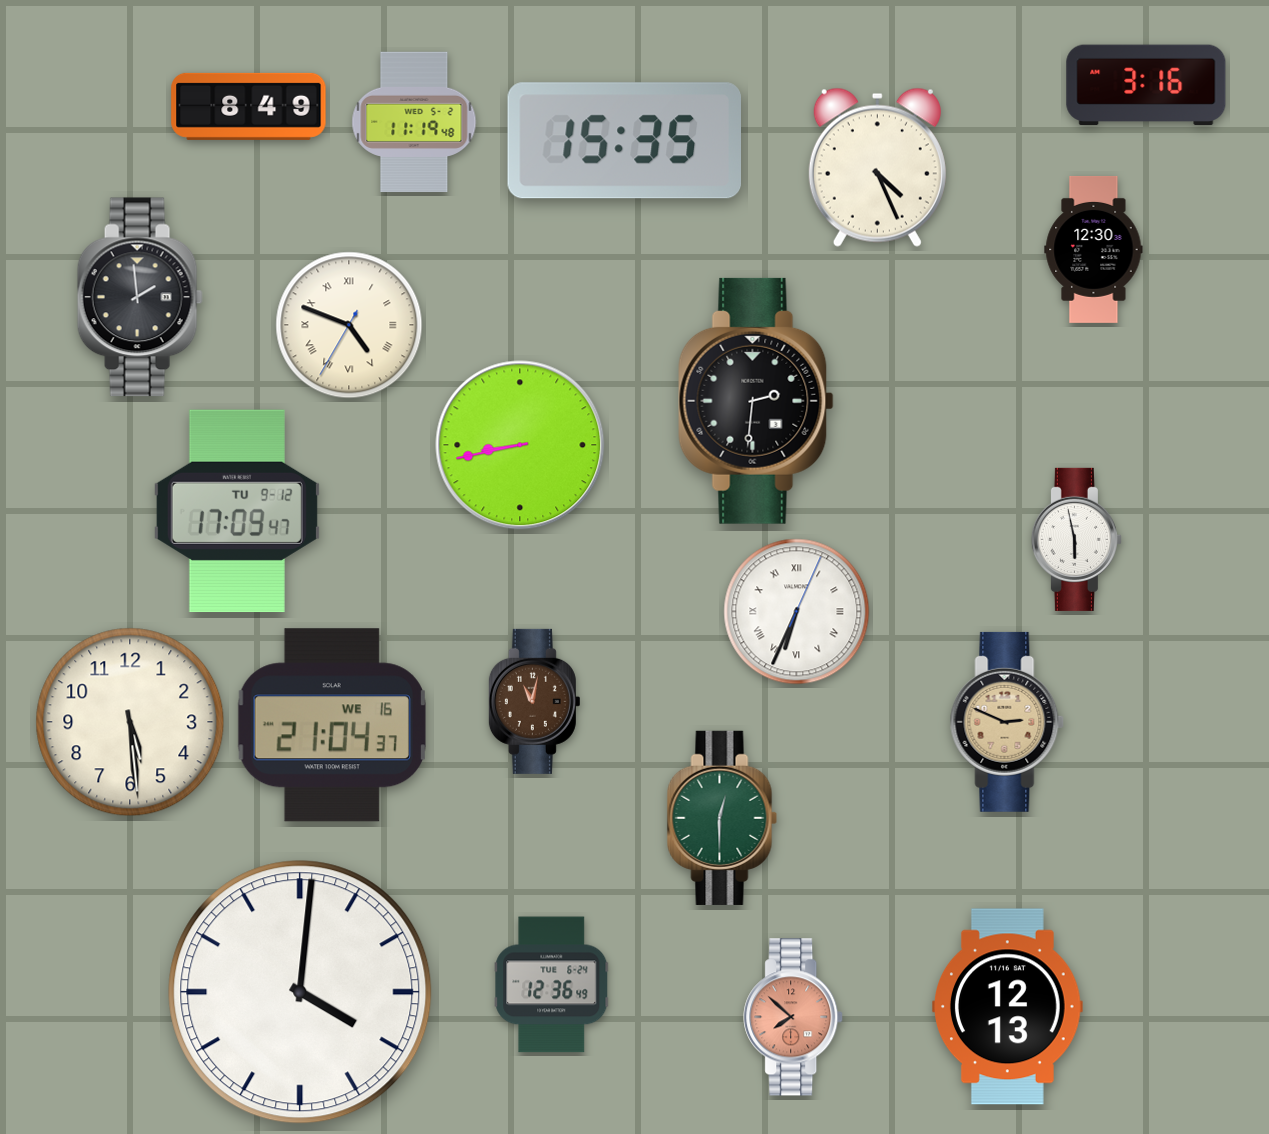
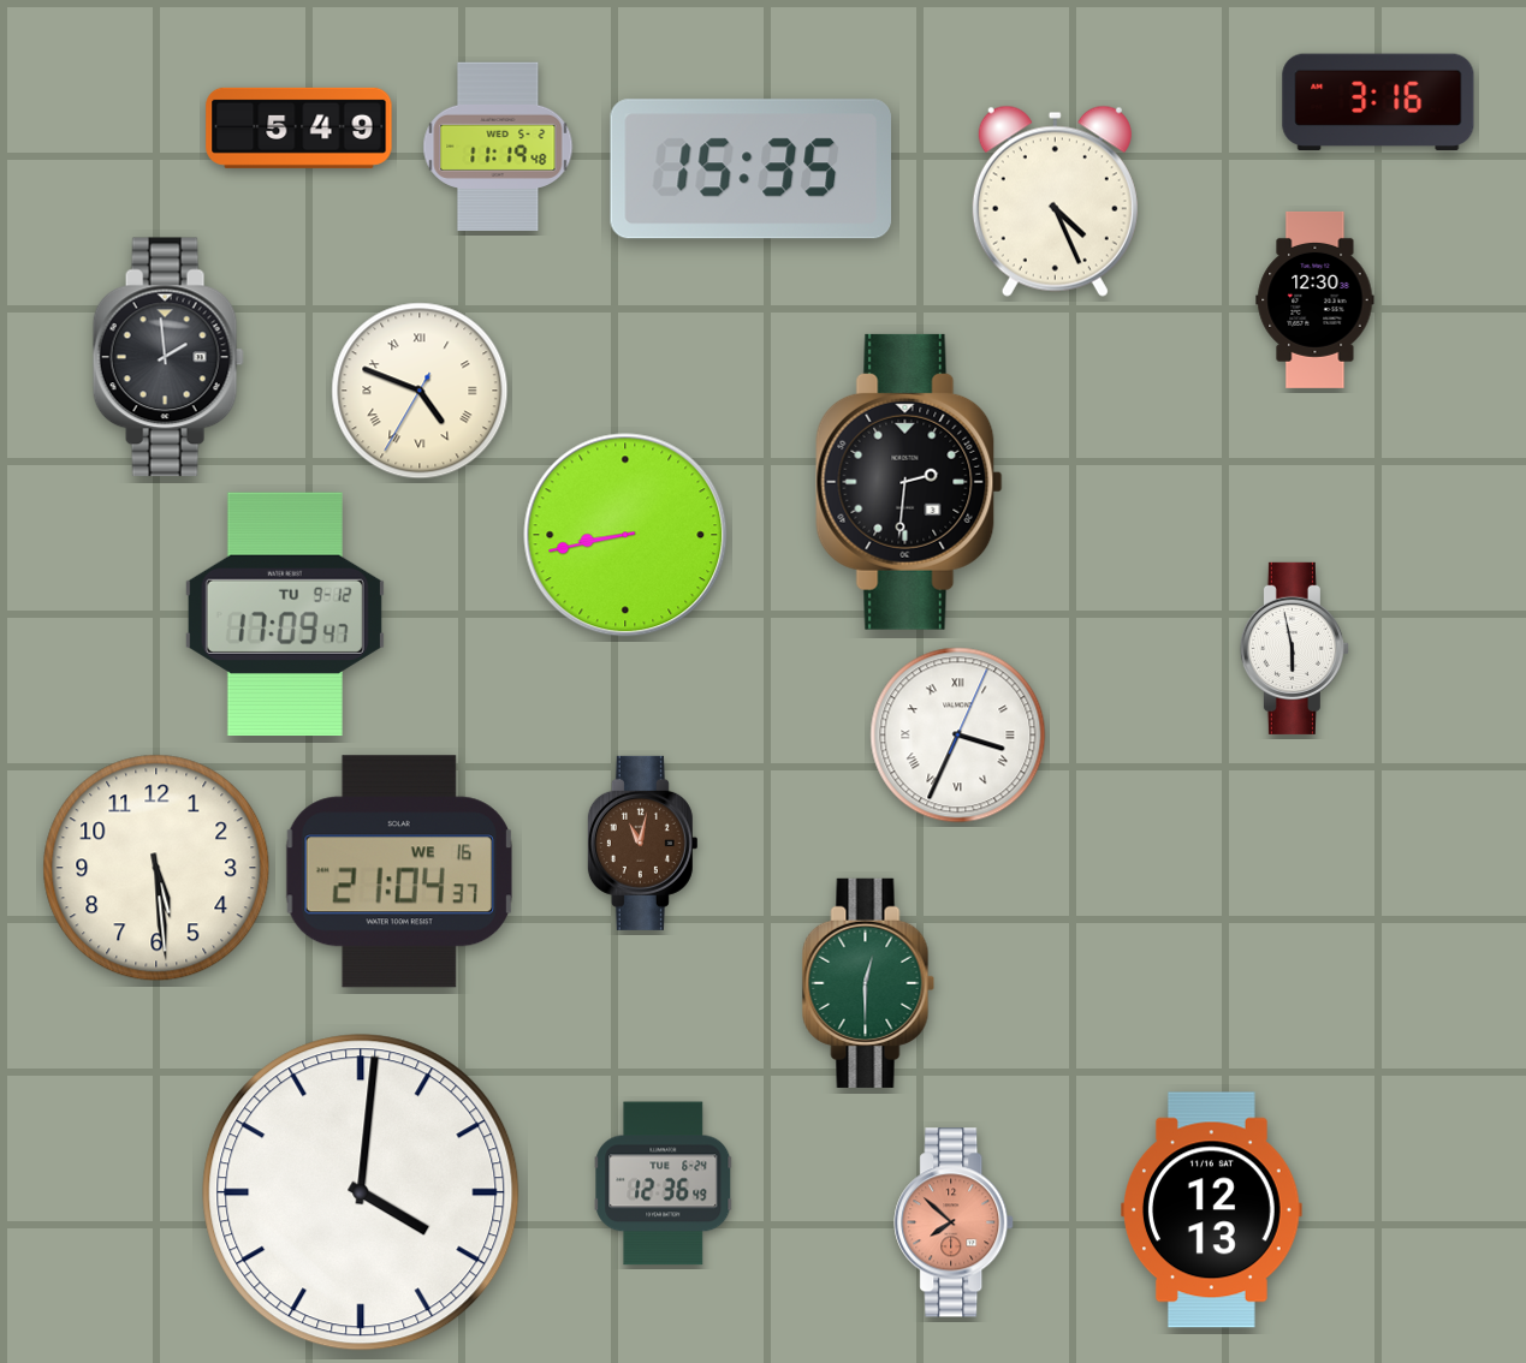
clock at (249, 106): 8:49 -> 5:49
clock at (797, 612): 6:34 -> 3:34
clock at (1007, 722): 2:49 -> none
